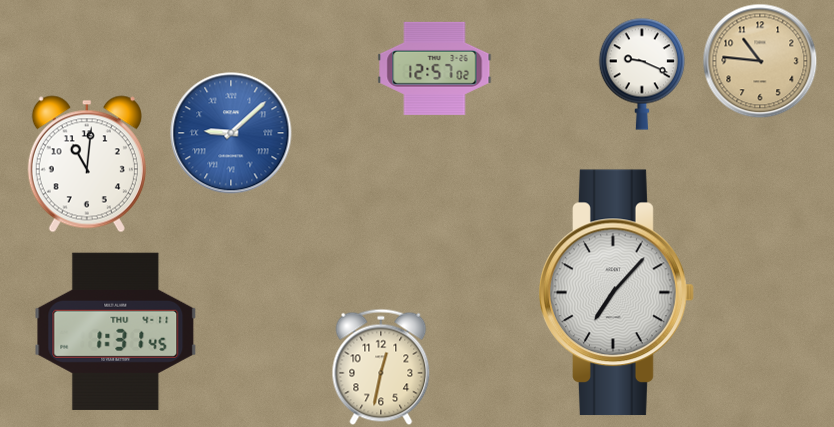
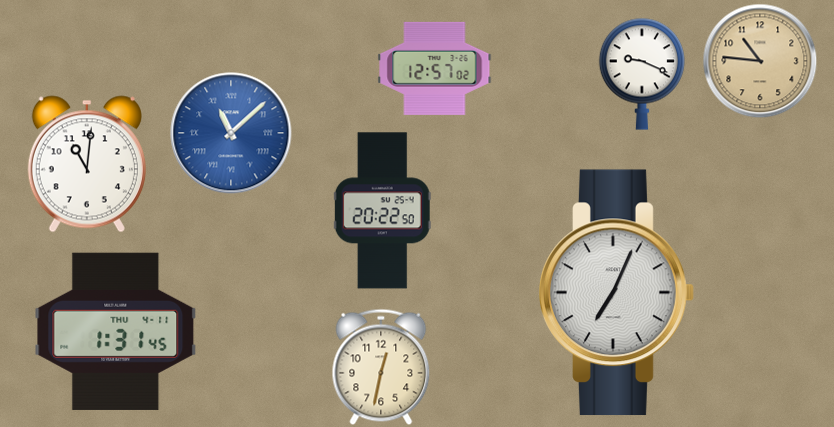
clock at (231, 133): 9:08 -> 11:08
clock at (382, 211): none -> 20:22
clock at (617, 293): 7:07 -> 7:04
